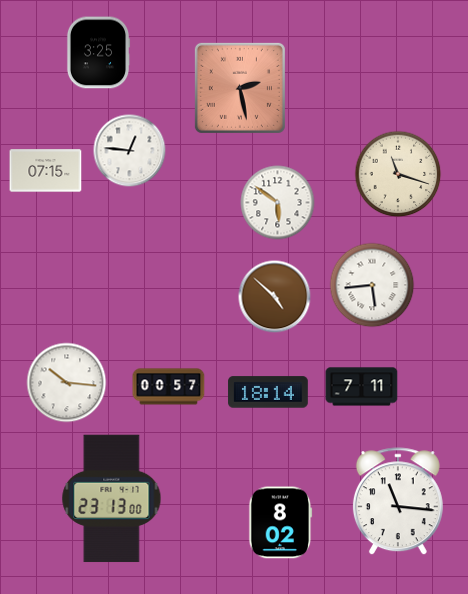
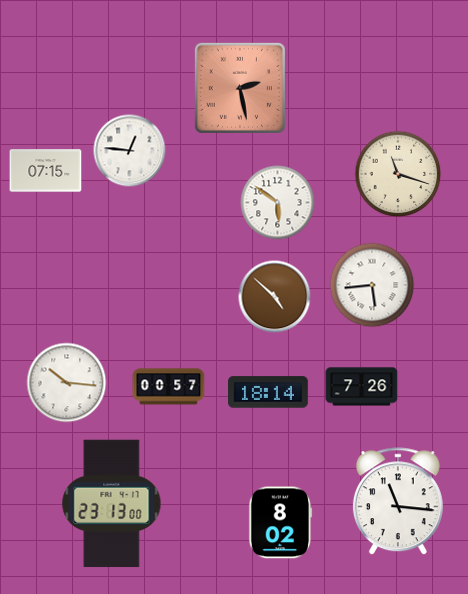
clock at (98, 53): 3:25 -> none
clock at (362, 387): 7:11 -> 7:26
clock at (112, 499) position: (112, 499) -> (112, 504)
